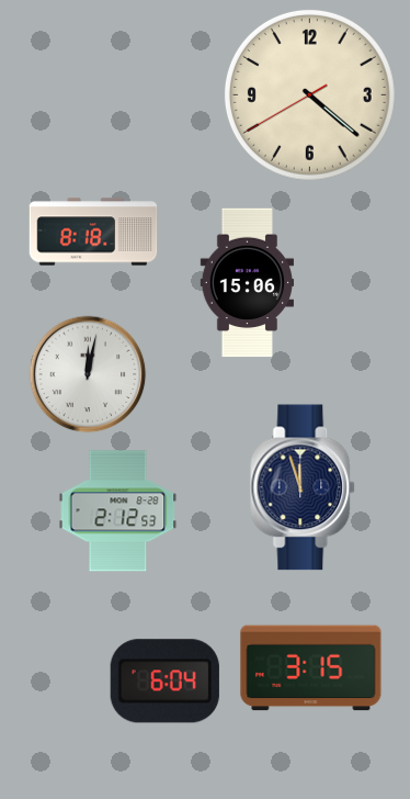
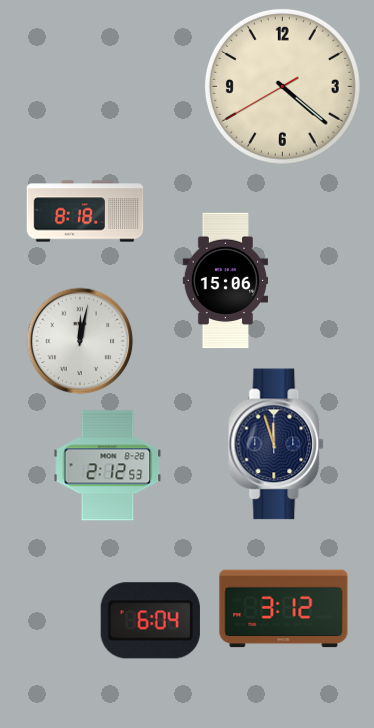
clock at (248, 283) position: (248, 283) -> (226, 281)
clock at (311, 668): 3:15 -> 3:12
